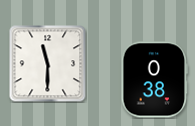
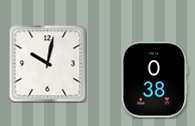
clock at (47, 63): 11:30 -> 10:02
